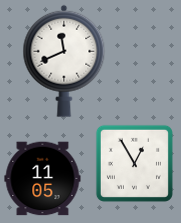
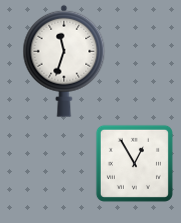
clock at (64, 61): 11:41 -> 11:33
clock at (43, 179): 11:05 -> none
